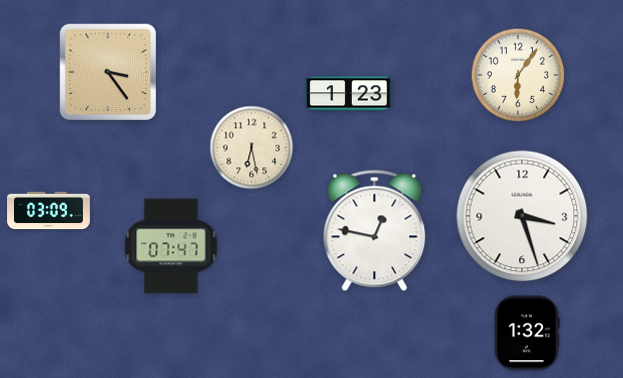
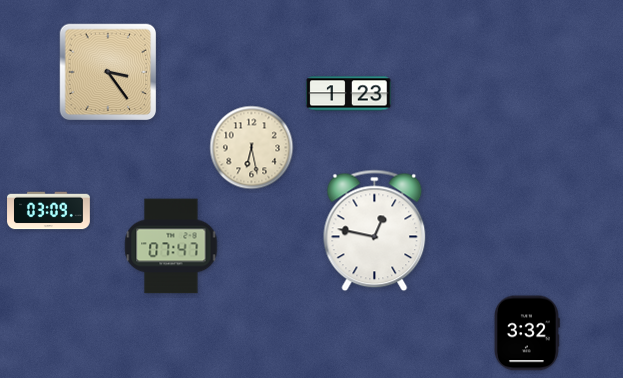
clock at (518, 75): 6:06 -> none
clock at (522, 216): 3:27 -> none
clock at (527, 333): 1:32 -> 3:32
